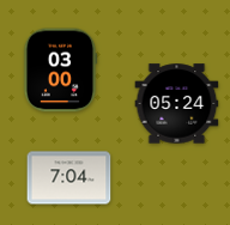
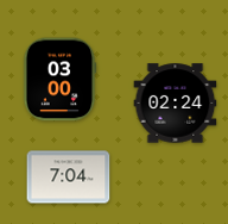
clock at (60, 71) position: (60, 71) -> (59, 80)
clock at (177, 104): 05:24 -> 02:24
